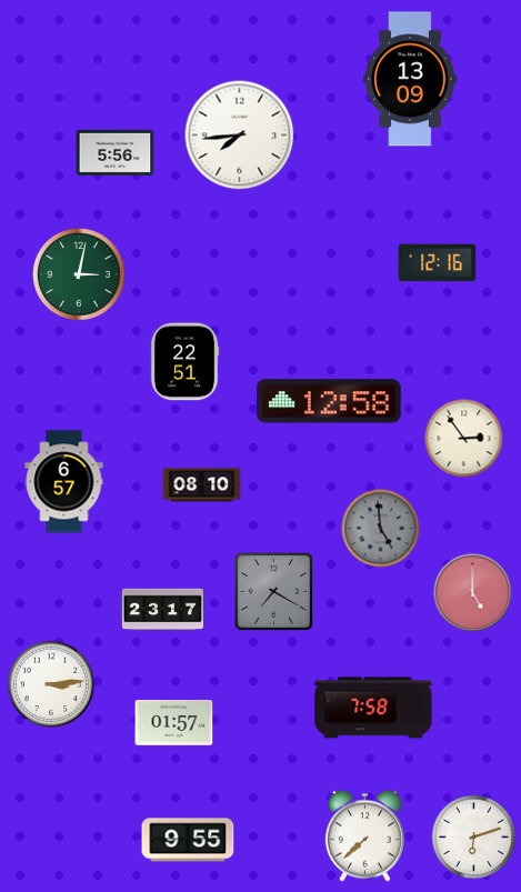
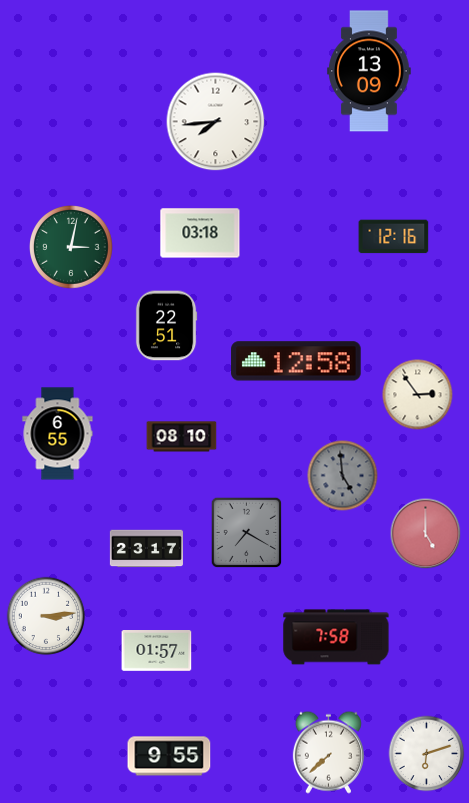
clock at (116, 152): 5:56 -> none
clock at (200, 233): none -> 03:18
clock at (64, 482): 6:57 -> 6:55
